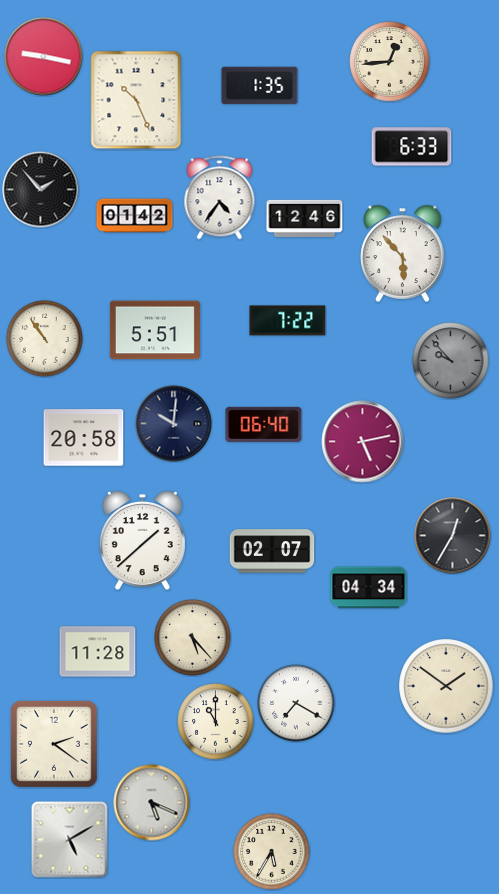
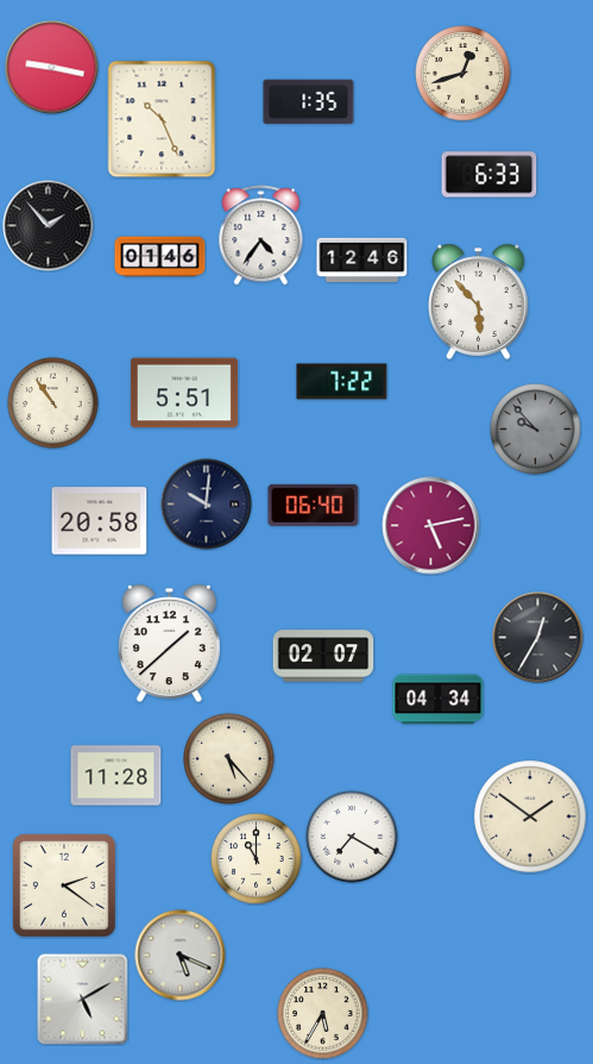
clock at (390, 62): 12:44 -> 12:42
clock at (135, 216): 01:42 -> 01:46
